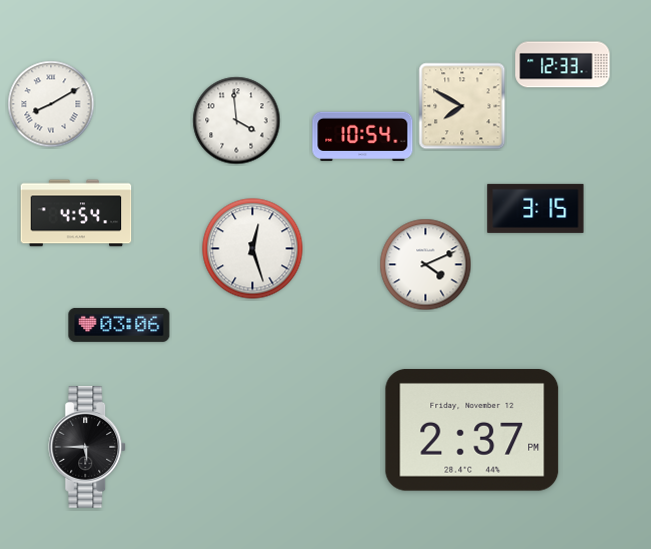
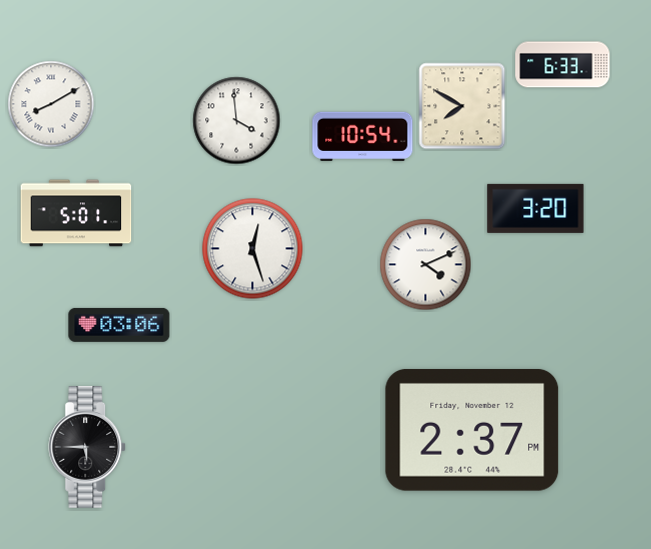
clock at (563, 65): 12:33 -> 6:33
clock at (536, 208): 3:15 -> 3:20
clock at (76, 213): 4:54 -> 5:01
